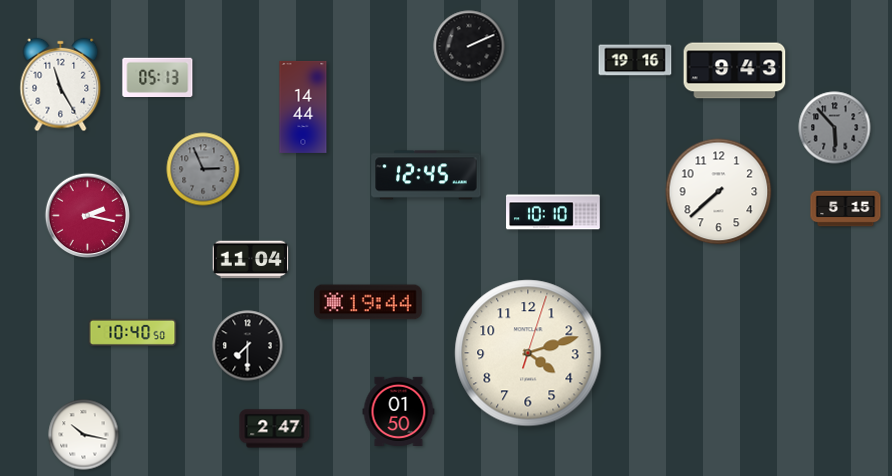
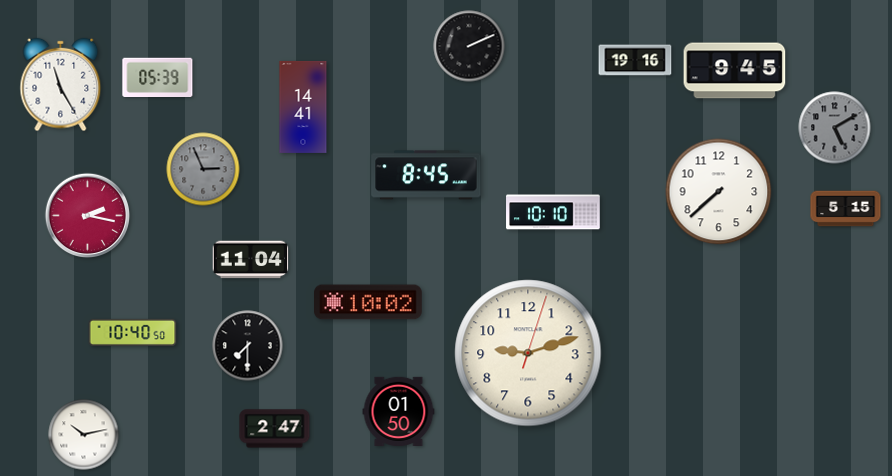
clock at (735, 71): 9:43 -> 9:45
clock at (158, 77): 05:13 -> 05:39
clock at (303, 107): 14:44 -> 14:41
clock at (835, 128): 5:53 -> 5:10
clock at (426, 175): 12:45 -> 8:45
clock at (369, 302): 19:44 -> 10:02
clock at (528, 353): 4:12 -> 9:12
clock at (84, 435): 10:17 -> 10:13
